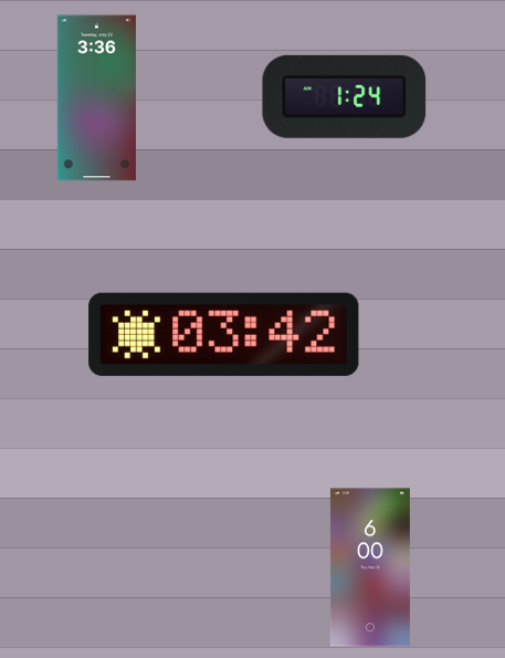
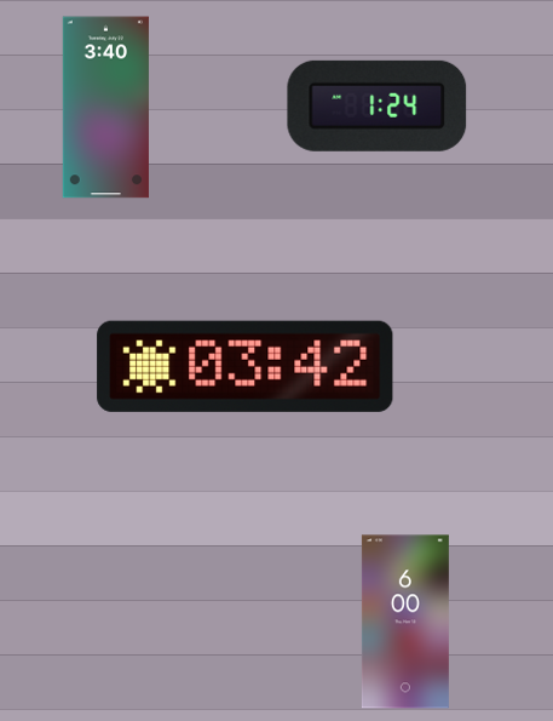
clock at (96, 98): 3:36 -> 3:40
